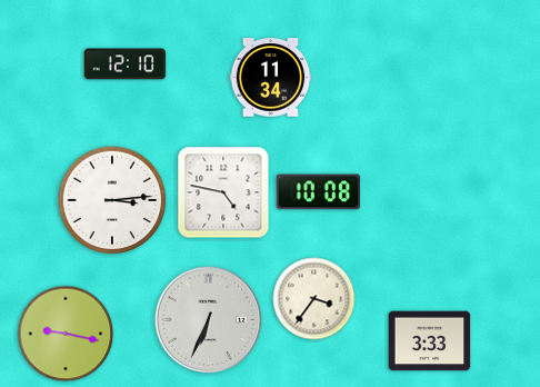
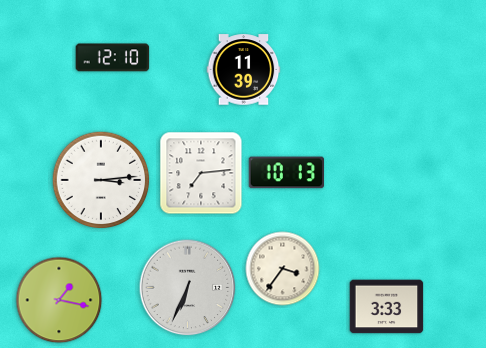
clock at (271, 78): 11:34 -> 11:39
clock at (223, 192): 4:47 -> 7:14
clock at (318, 192): 10:08 -> 10:13
clock at (66, 334): 9:17 -> 1:17
